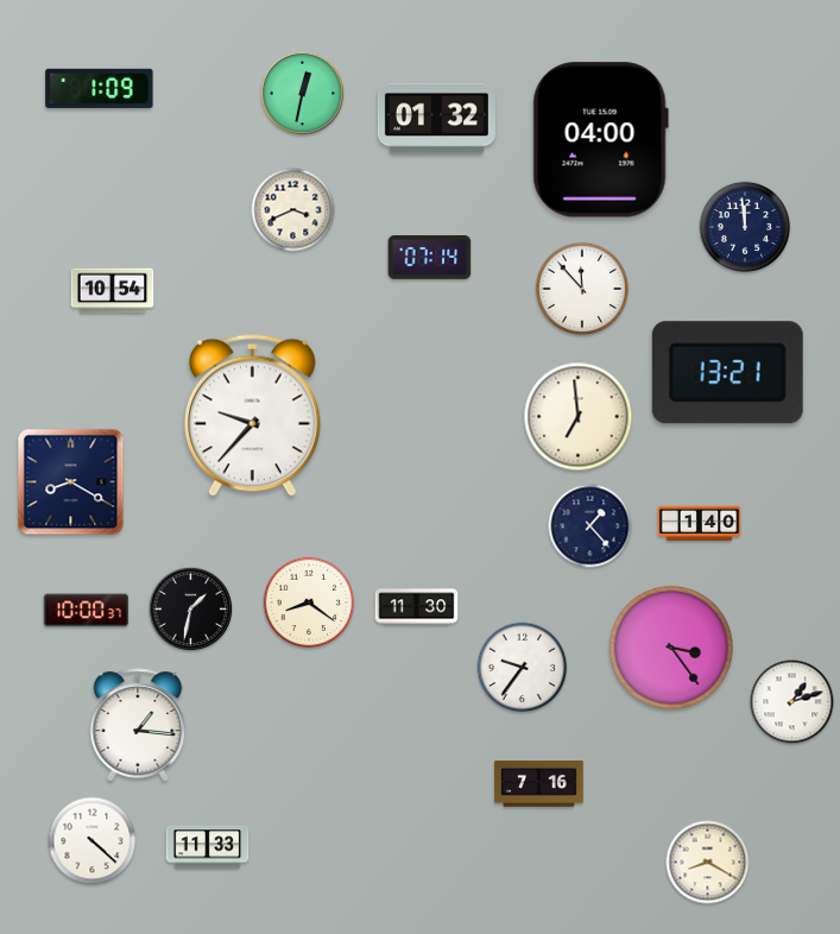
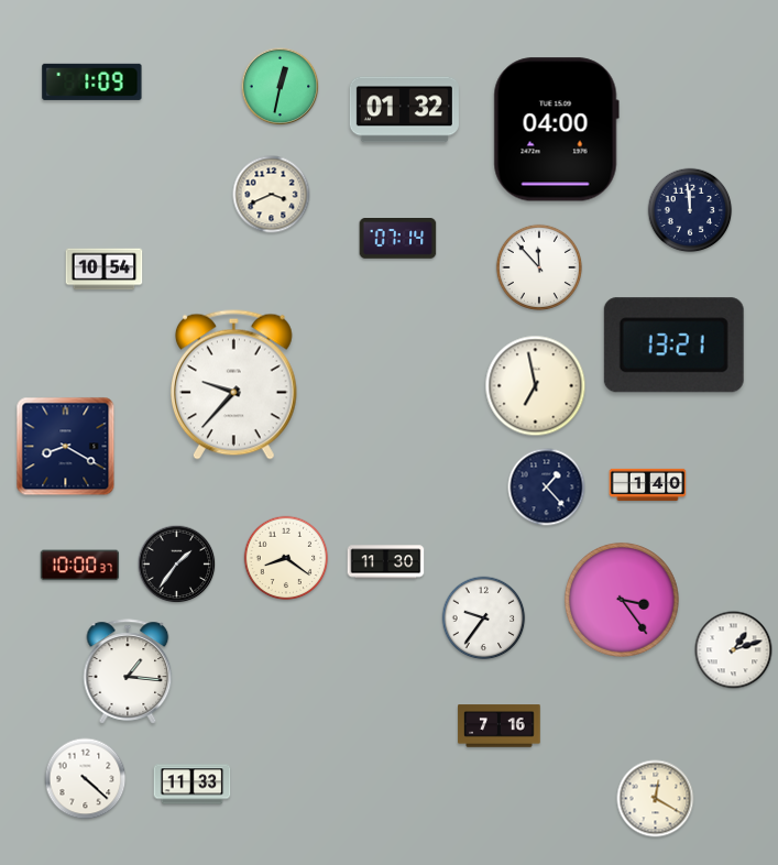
clock at (579, 417): 6:59 -> 6:58
clock at (191, 610): 1:32 -> 1:36
clock at (708, 863): 8:20 -> 12:20
